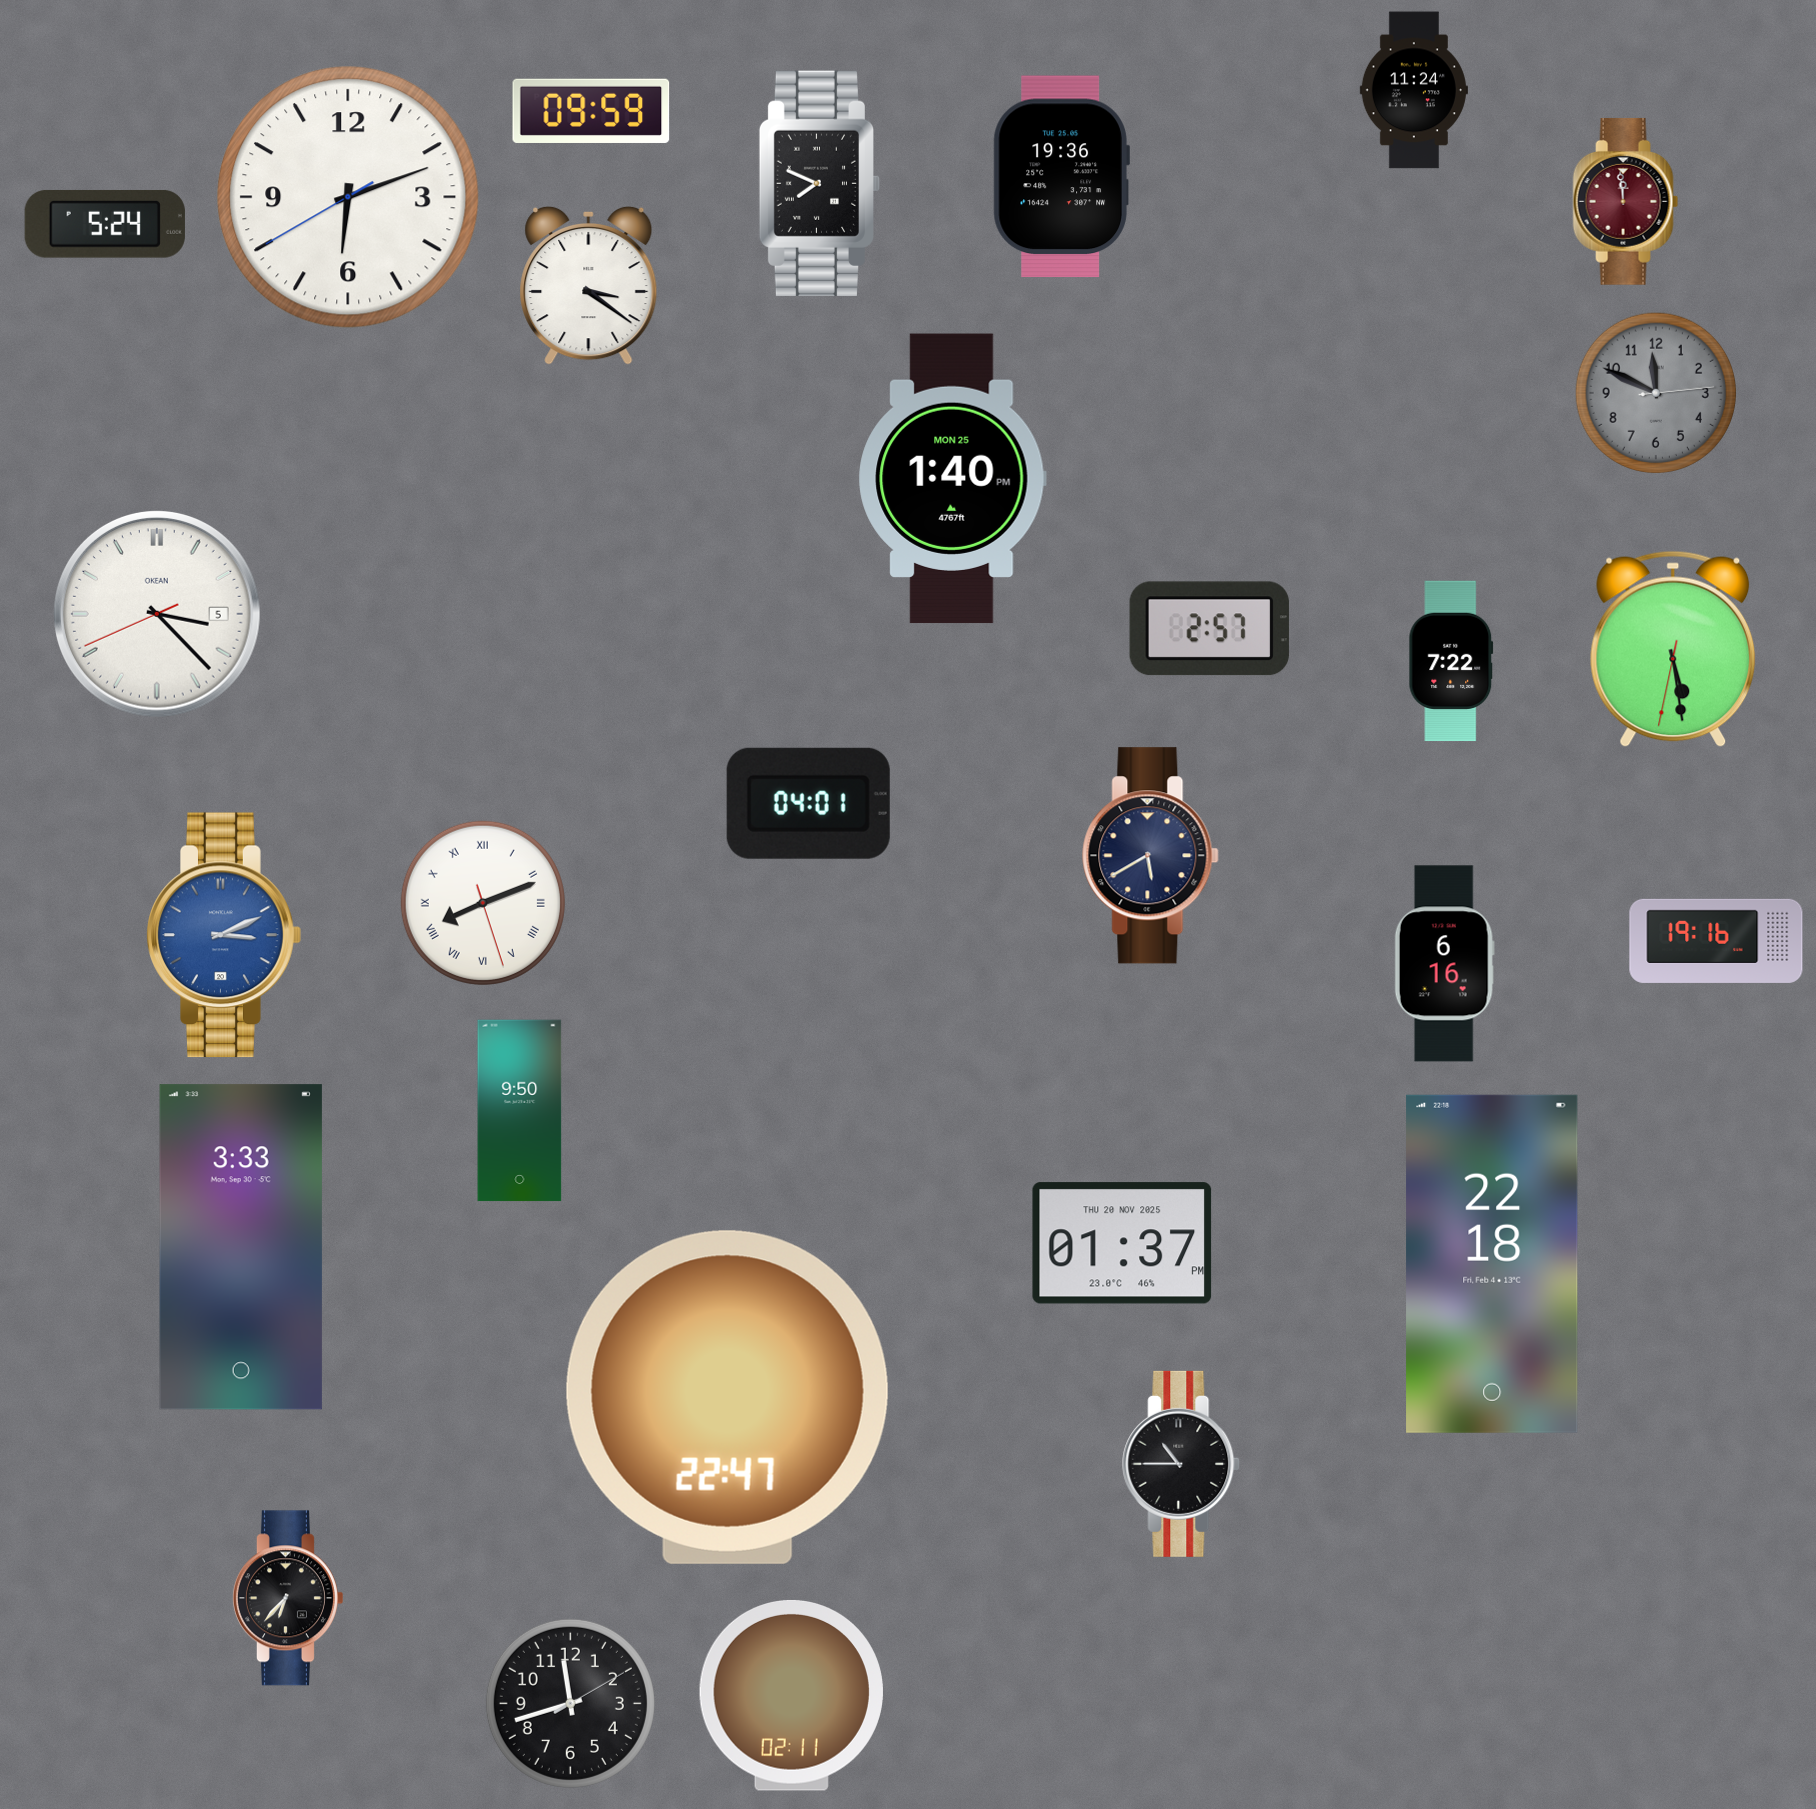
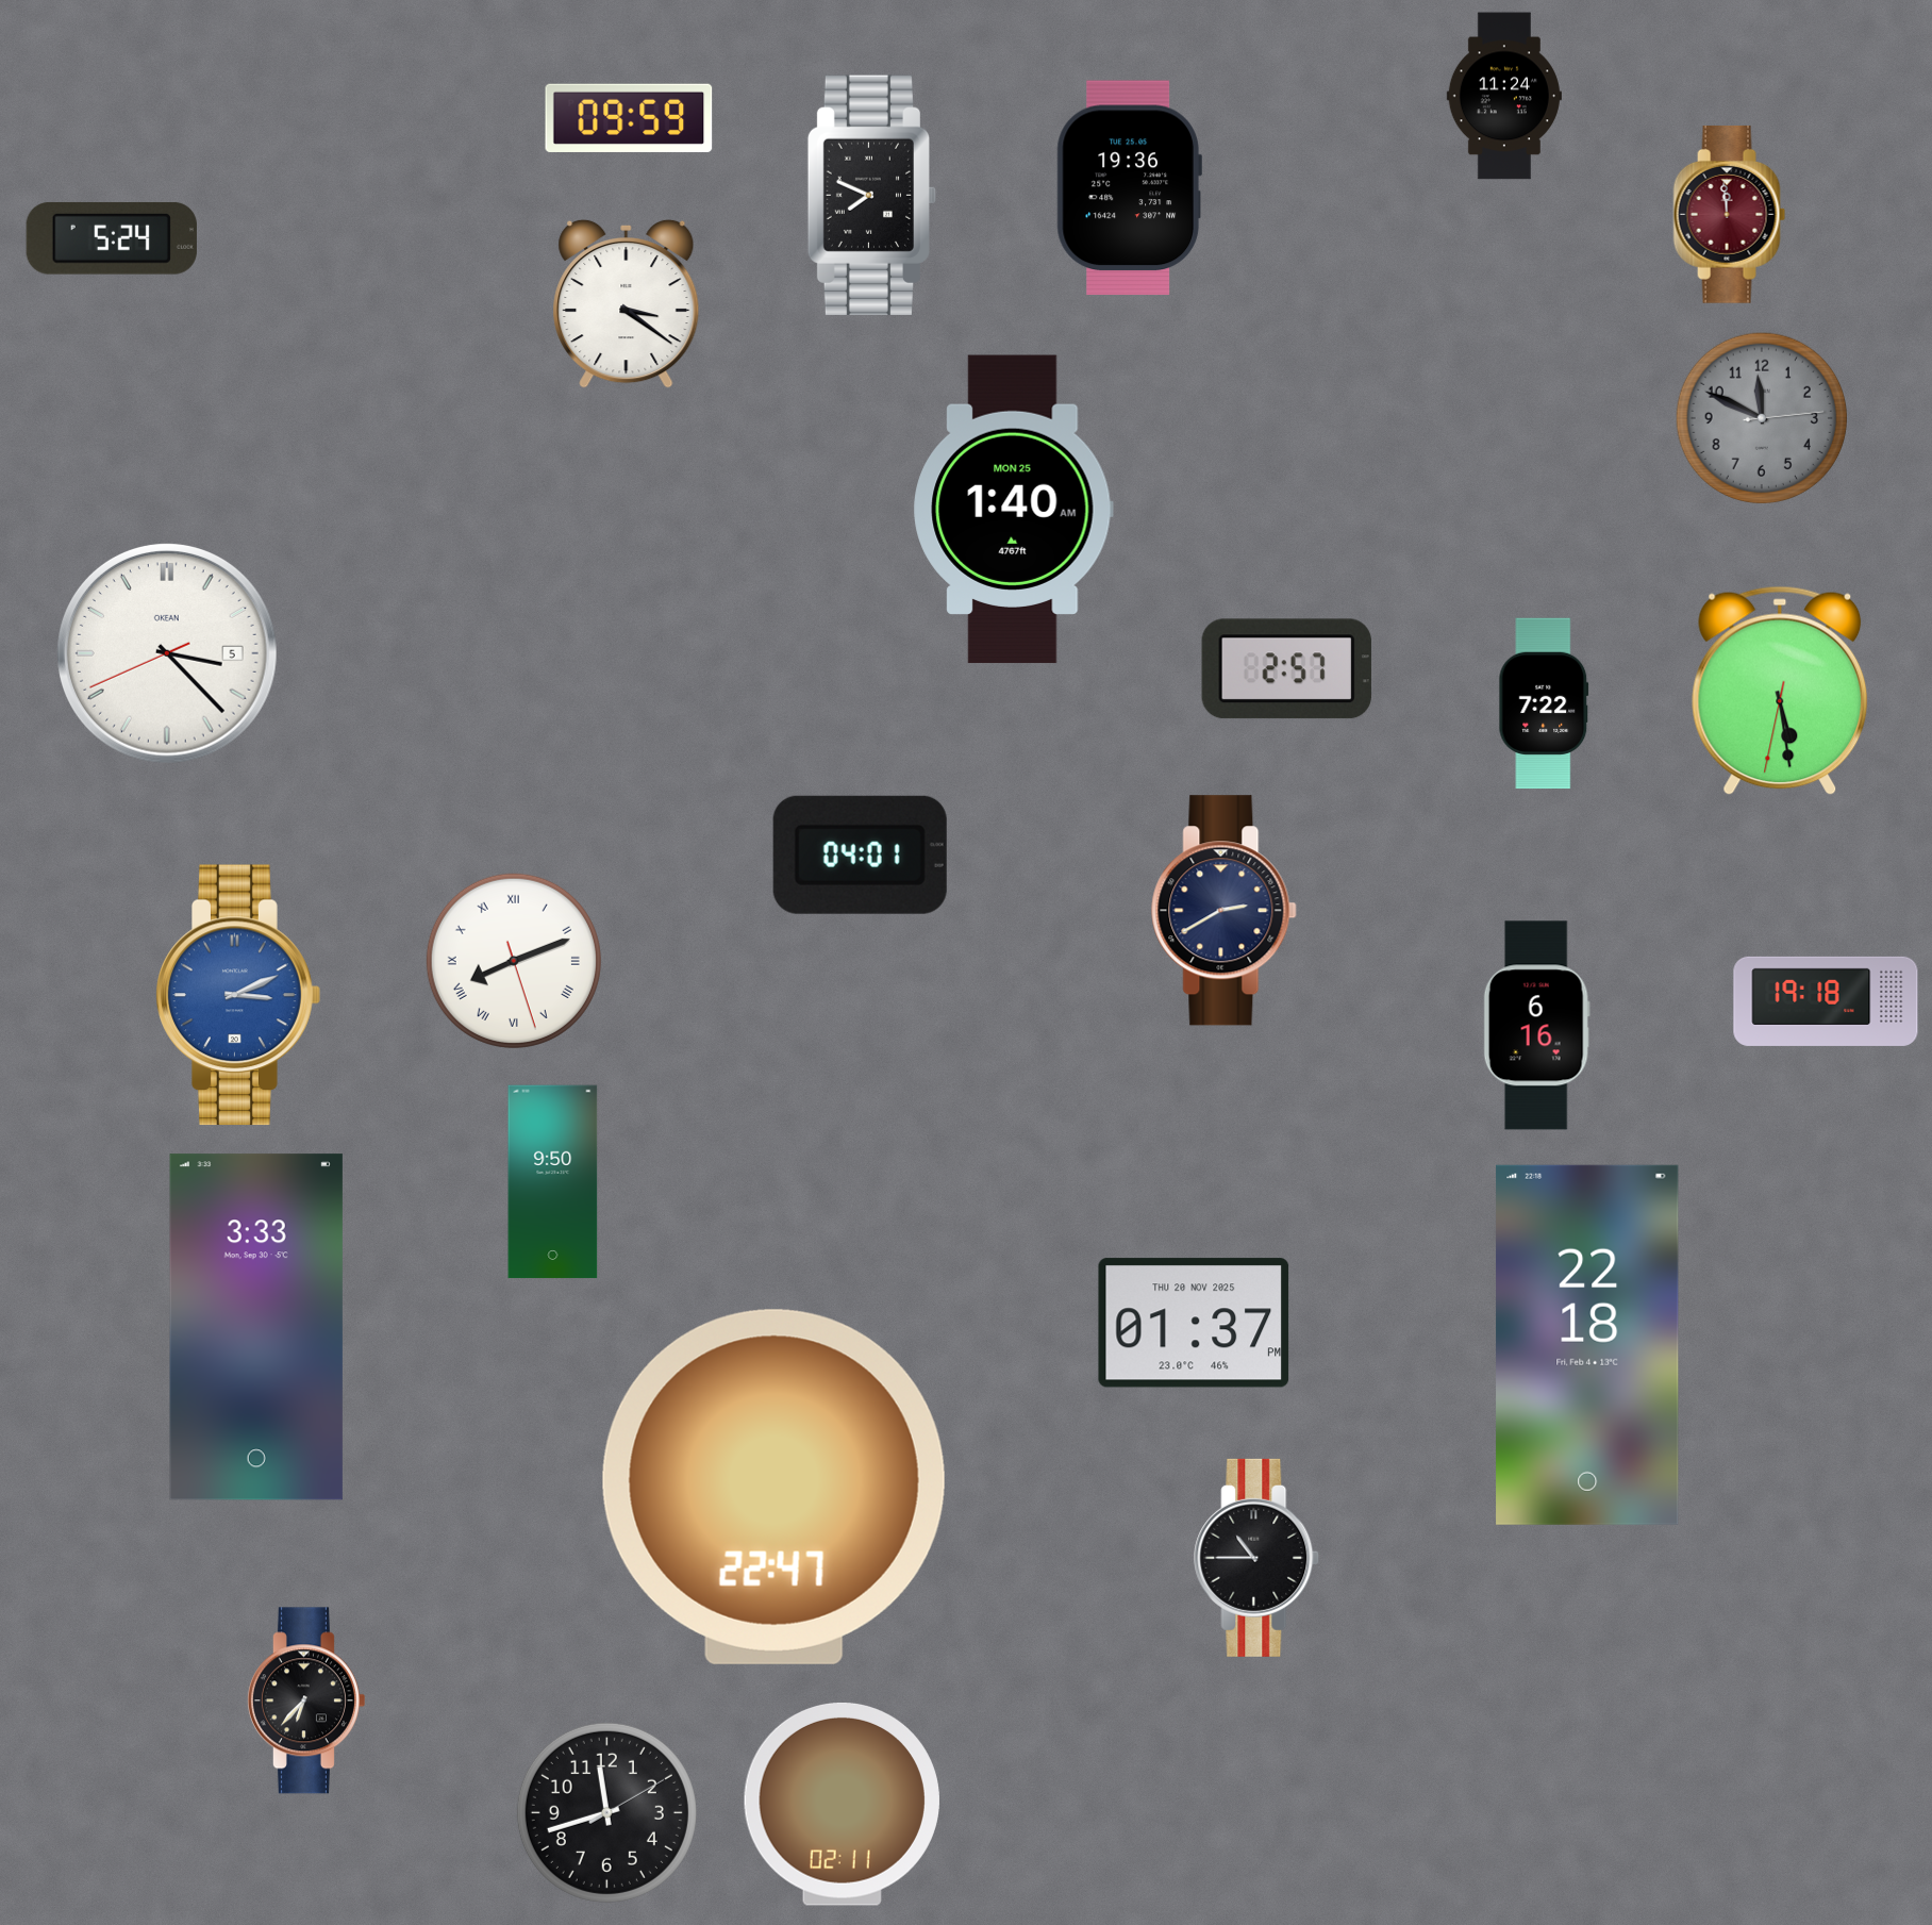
clock at (348, 197): 6:11 -> none
clock at (952, 479): 1:40 PM -> 1:40 AM
clock at (1151, 856): 5:40 -> 2:40
clock at (1716, 941): 19:16 -> 19:18
